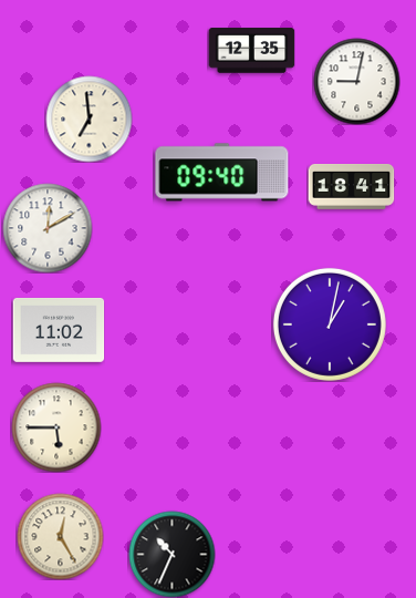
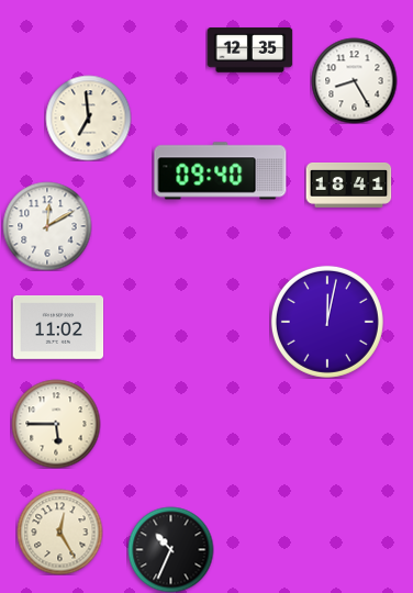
clock at (356, 81): 9:02 -> 8:25
clock at (330, 324): 1:02 -> 12:02
